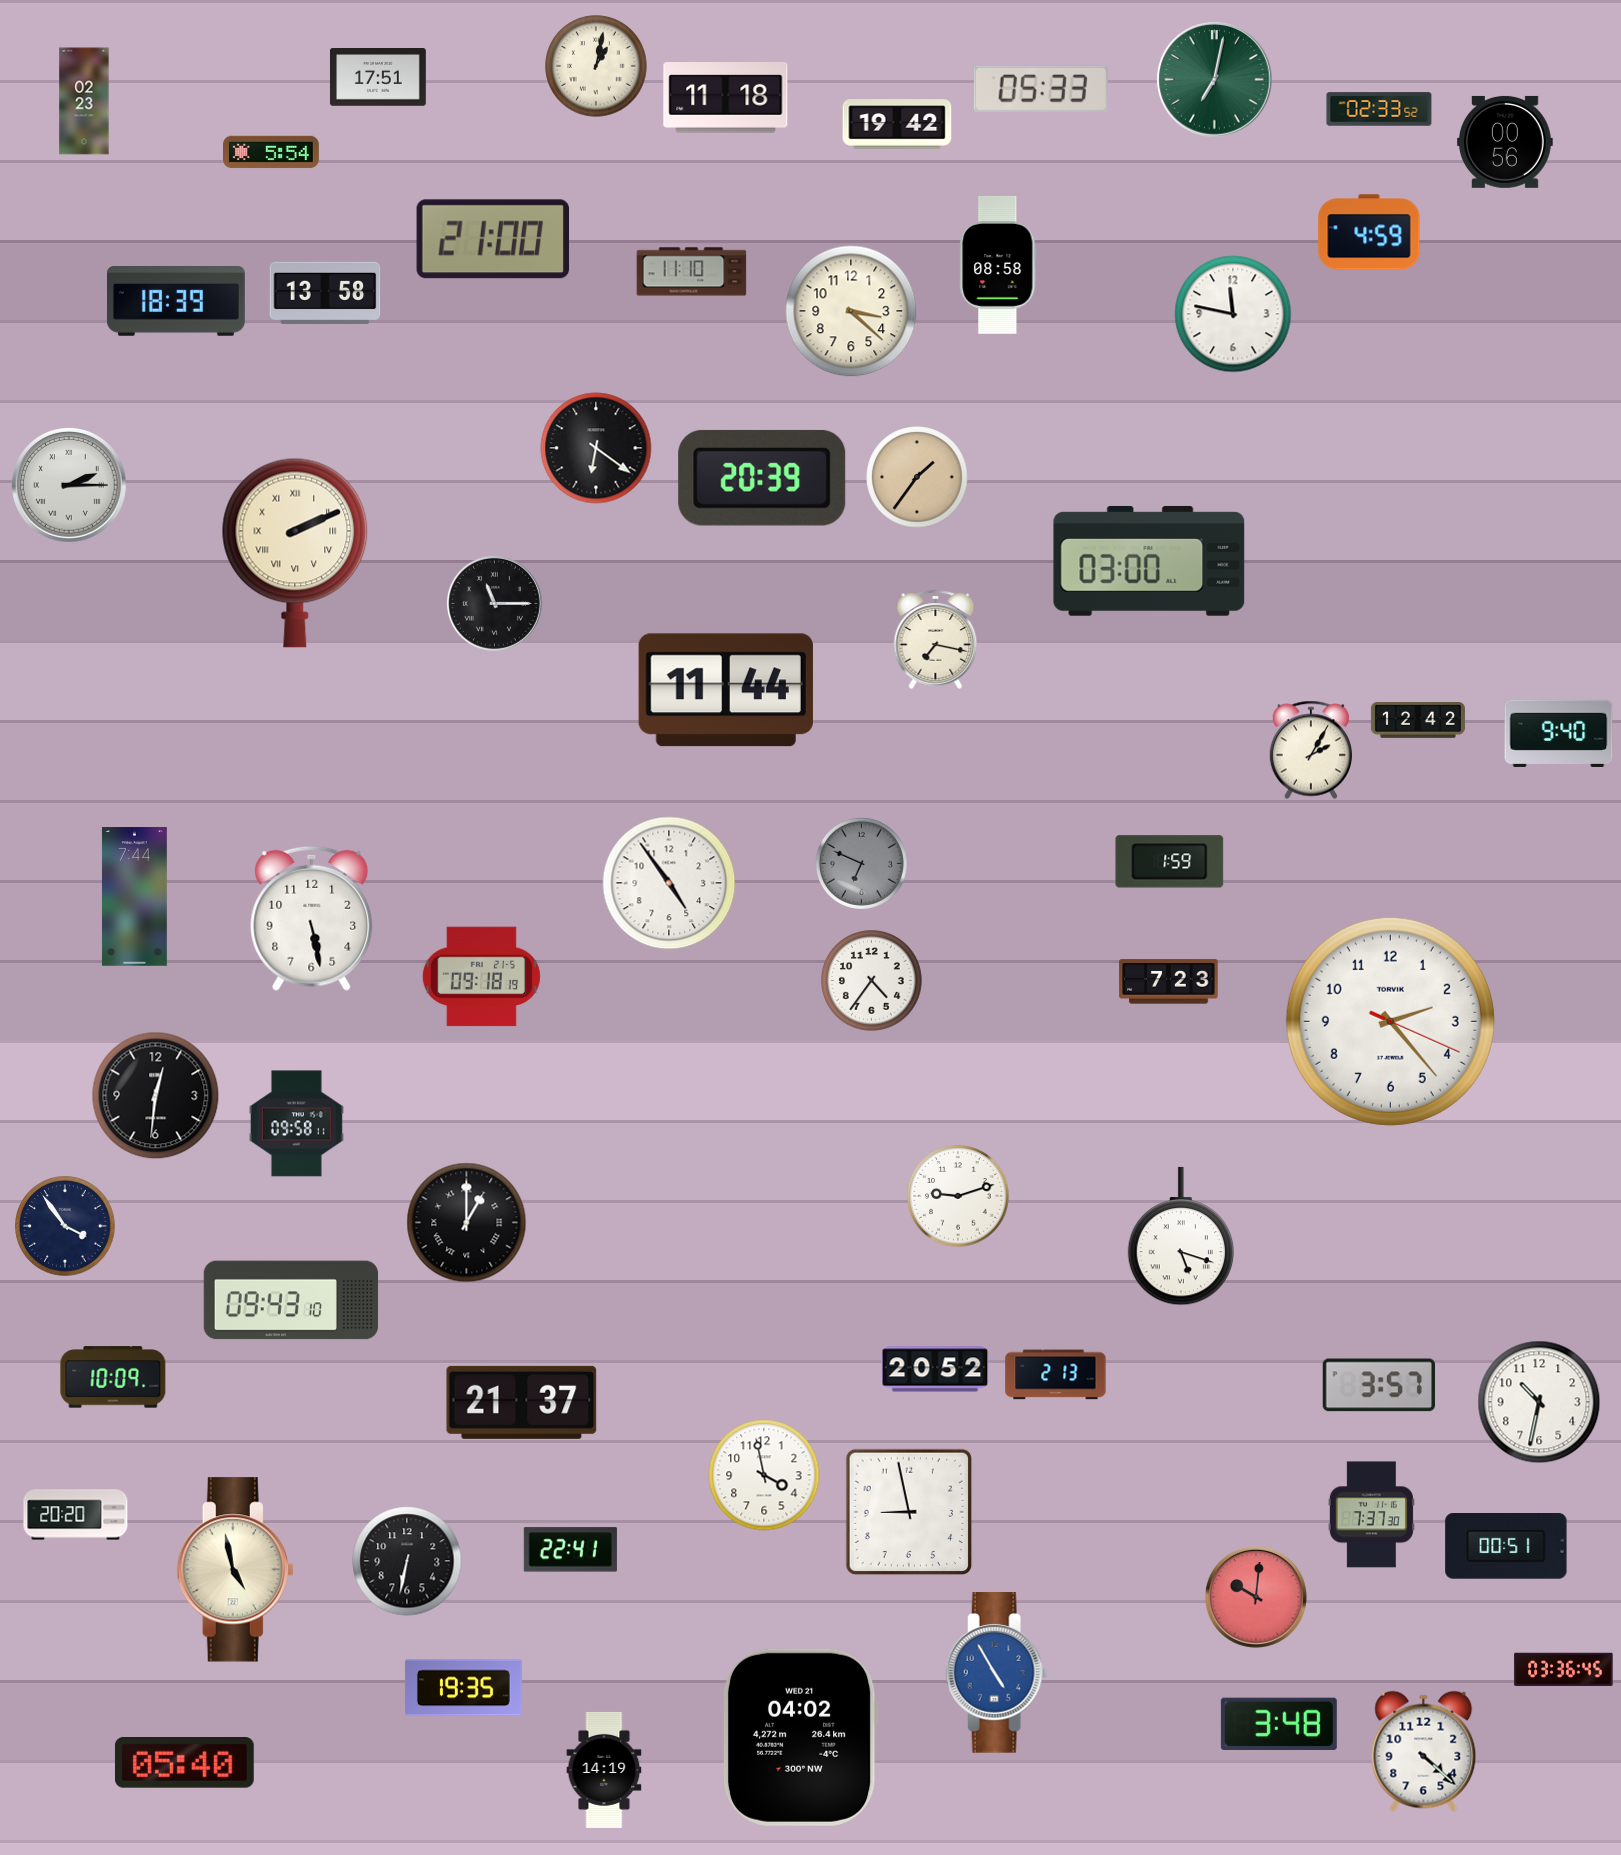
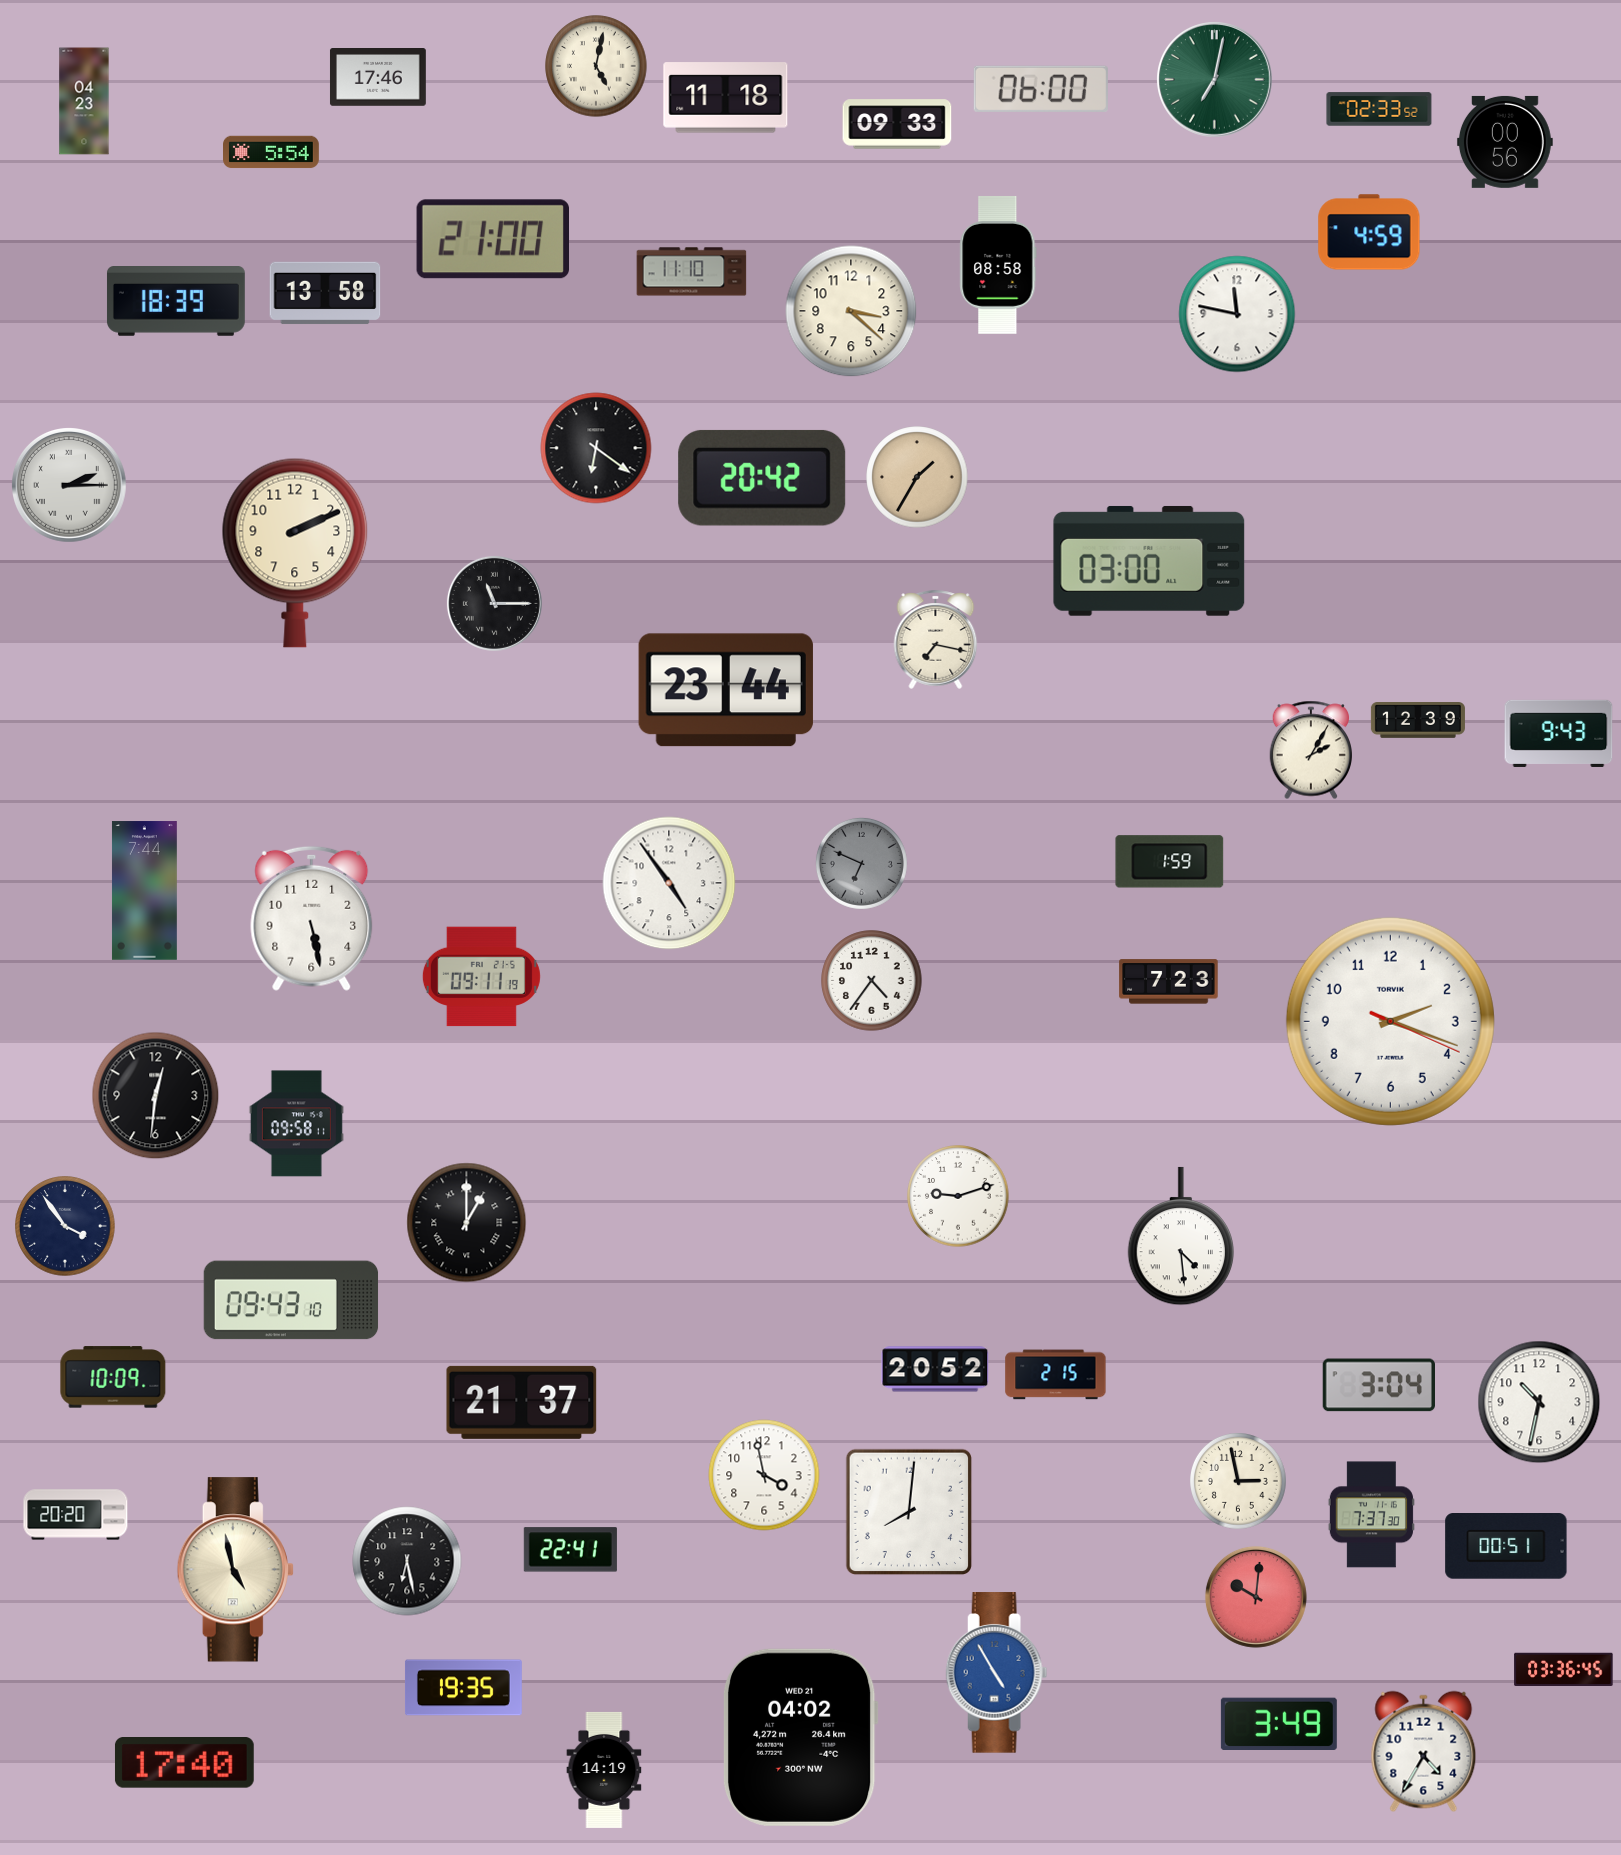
clock at (596, 66): 1:02 -> 5:02
clock at (378, 78): 17:51 -> 17:46
clock at (1041, 89): 05:33 -> 06:00
clock at (84, 101): 02:23 -> 04:23
clock at (897, 124): 19:42 -> 09:33
clock at (1233, 314) position: (1233, 314) -> (1237, 314)
clock at (917, 477): 1:36 -> 1:35
clock at (762, 478): 20:39 -> 20:42
clock at (295, 553) numerals: Roman -> Arabic
clock at (726, 690): 11:44 -> 23:44
clock at (1418, 721): 12:42 -> 12:39
clock at (1559, 733): 9:40 -> 9:43
clock at (134, 897) position: (134, 897) -> (144, 891)
clock at (481, 977): 09:18 -> 09:11
clock at (1390, 1021): 2:23 -> 2:18
clock at (1180, 1236): 5:18 -> 4:29
clock at (1056, 1375): 2:13 -> 2:15
clock at (1378, 1385): 3:57 -> 3:04
clock at (1239, 1482): none -> 2:58
clock at (909, 1512): 8:58 -> 8:01
clock at (407, 1561): 6:32 -> 6:28
clock at (1279, 1723): 3:48 -> 3:49
clock at (1424, 1752): 4:22 -> 4:35
clock at (184, 1763): 05:40 -> 17:40
